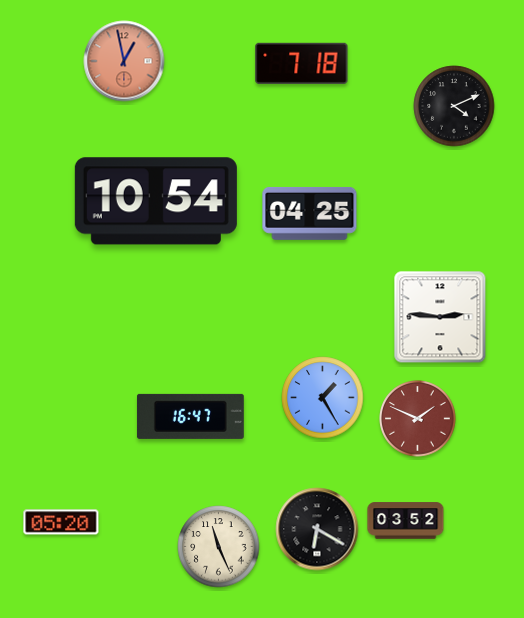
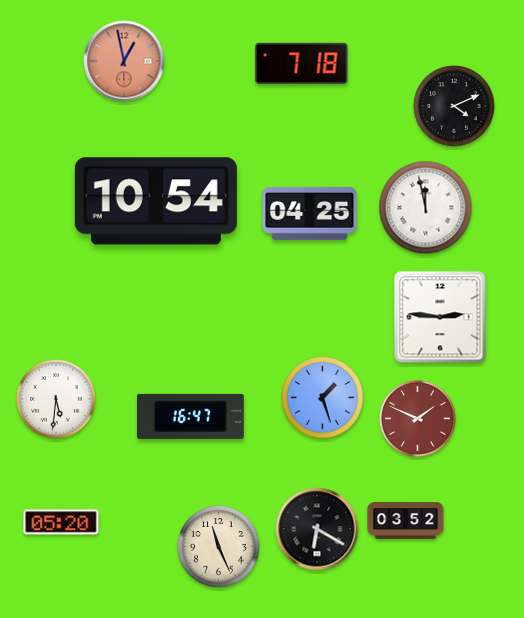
clock at (426, 208): none -> 11:58
clock at (323, 398): 1:25 -> 1:27
clock at (56, 399): none -> 5:31
